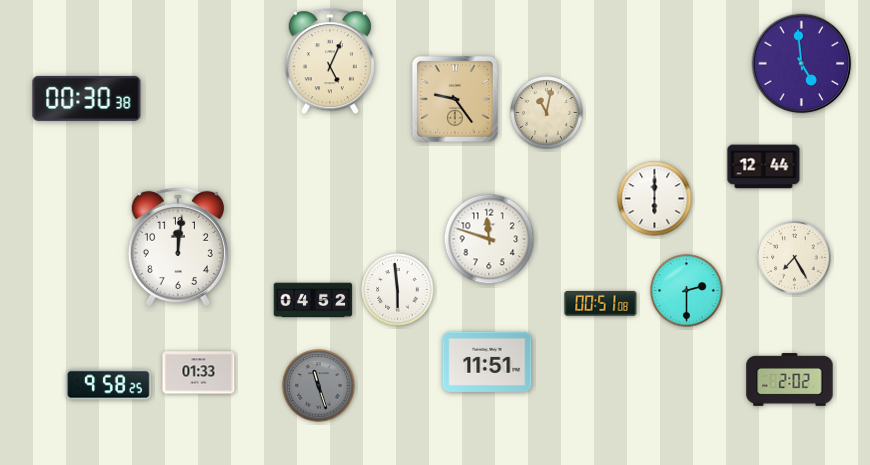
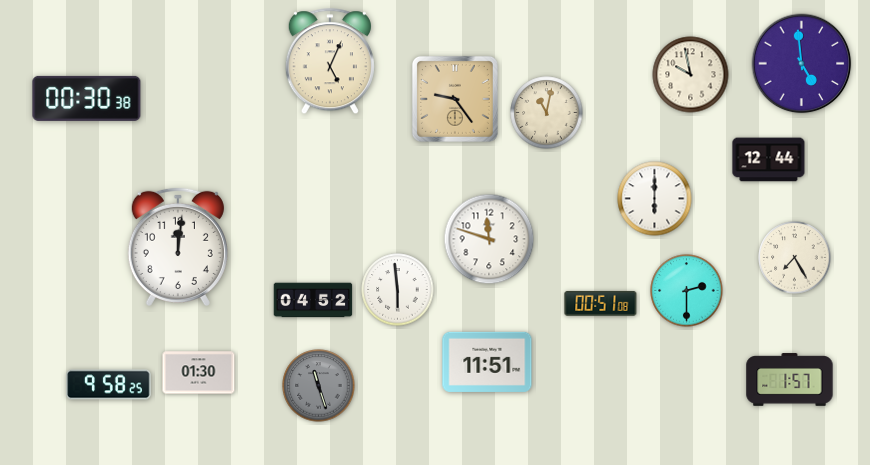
clock at (691, 75): none -> 9:58
clock at (764, 167) position: (764, 167) -> (769, 160)
clock at (199, 373): 01:33 -> 01:30
clock at (790, 380): 2:02 -> 1:57
